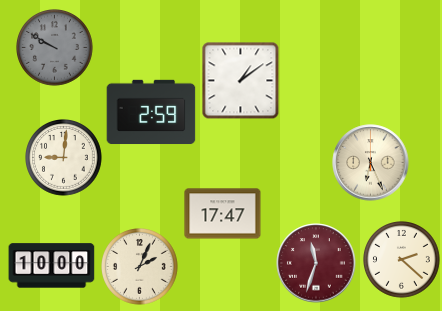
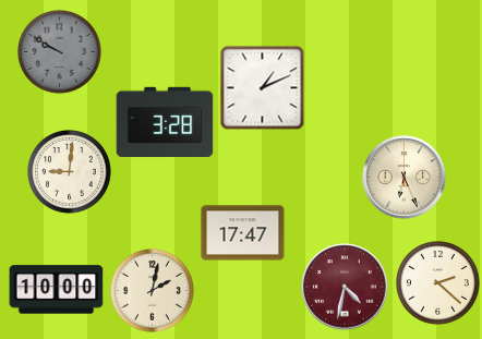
clock at (240, 80): 1:09 -> 1:11
clock at (151, 112): 2:59 -> 3:28
clock at (316, 263): 11:33 -> 4:32
clock at (140, 267): 2:04 -> 2:02
